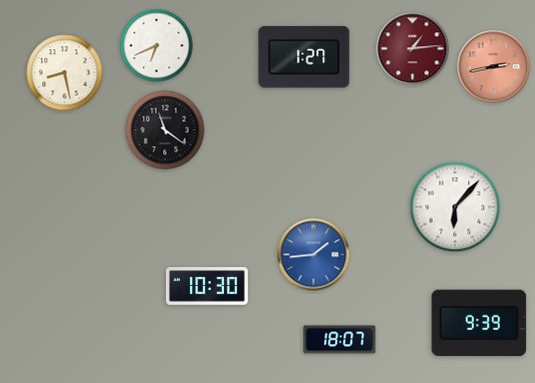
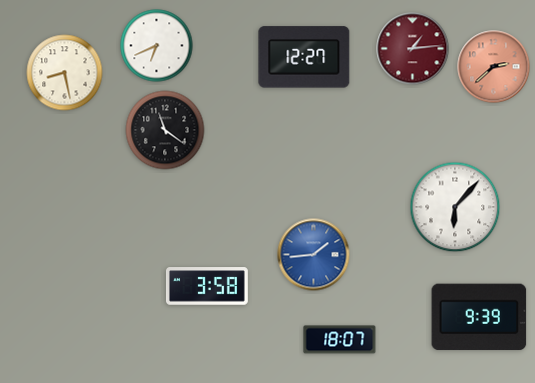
clock at (304, 57): 1:27 -> 12:27
clock at (494, 67): 2:43 -> 2:38
clock at (207, 286): 10:30 -> 3:58
clock at (479, 323) position: (479, 323) -> (479, 317)
